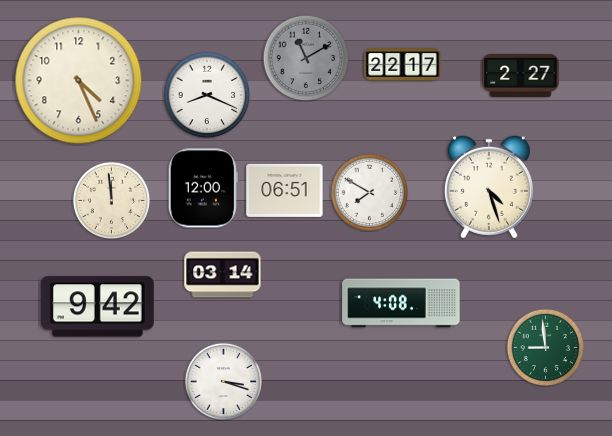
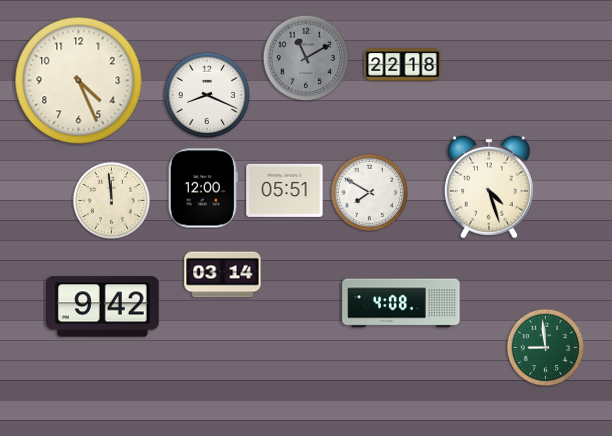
clock at (403, 65): 22:17 -> 22:18
clock at (521, 75): 2:27 -> none
clock at (285, 190): 06:51 -> 05:51
clock at (97, 307) position: (97, 307) -> (102, 307)
clock at (223, 381): 3:18 -> none
